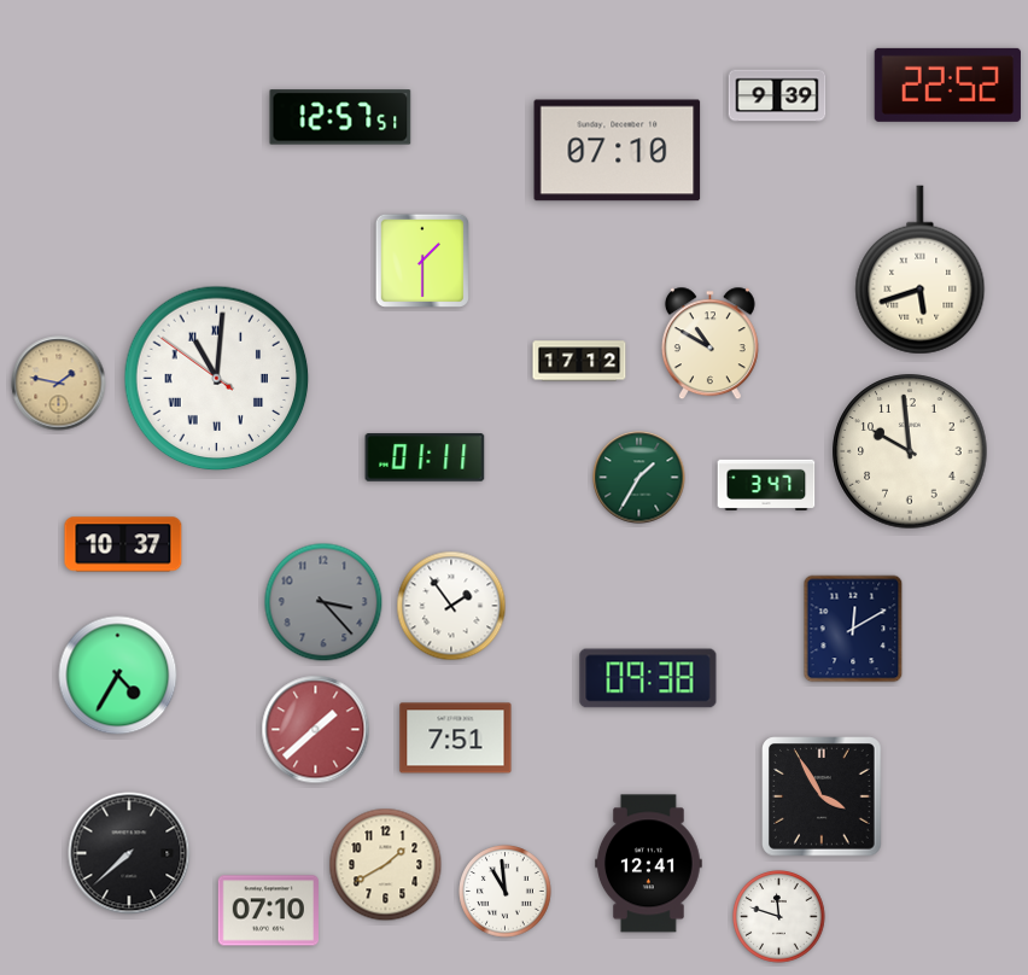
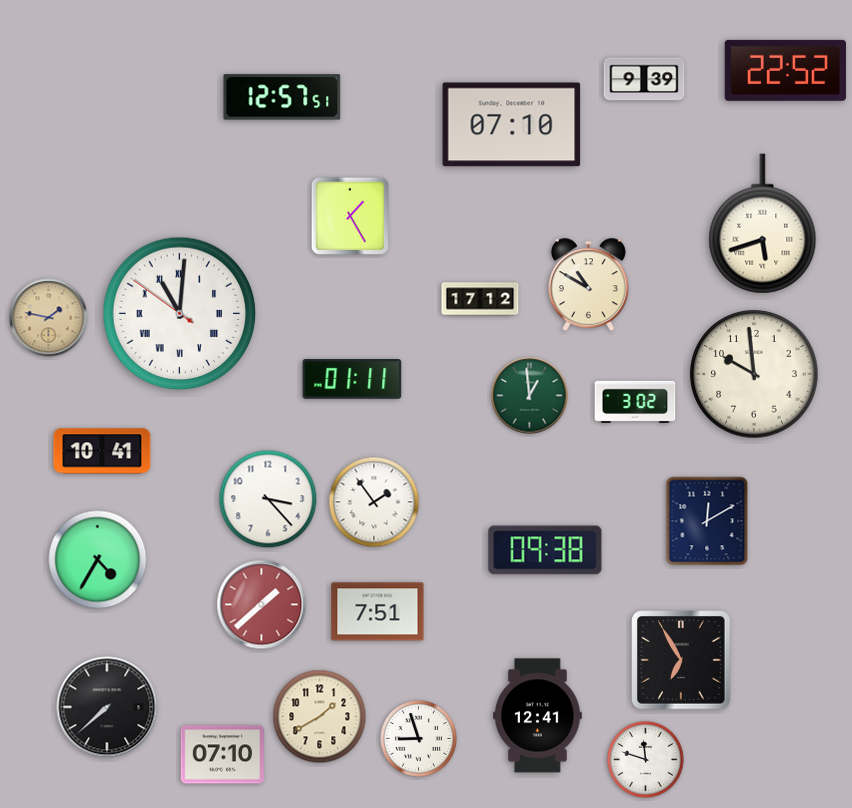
clock at (422, 261): 1:30 -> 1:25
clock at (639, 478): 1:35 -> 12:59
clock at (766, 484): 3:47 -> 3:02
clock at (123, 544): 10:37 -> 10:41
clock at (323, 602) dial: grey -> white
clock at (648, 678) position: (648, 678) -> (545, 550)
clock at (822, 796): 3:55 -> 6:55
clock at (506, 892): 10:59 -> 8:57
